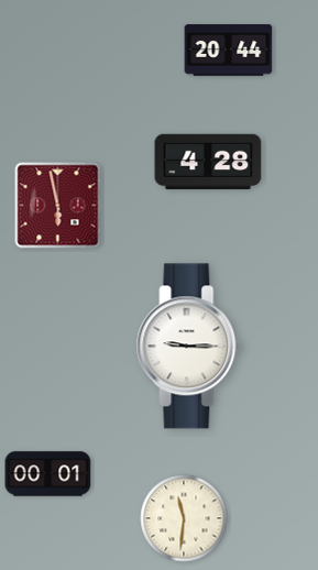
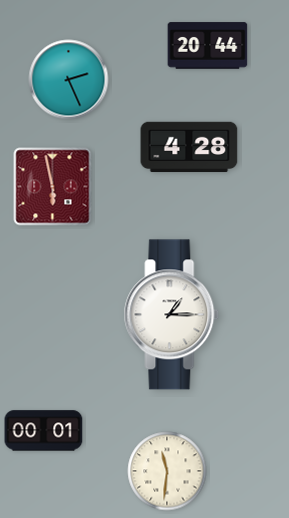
clock at (69, 80): none -> 2:26
clock at (189, 347): 9:15 -> 1:15
